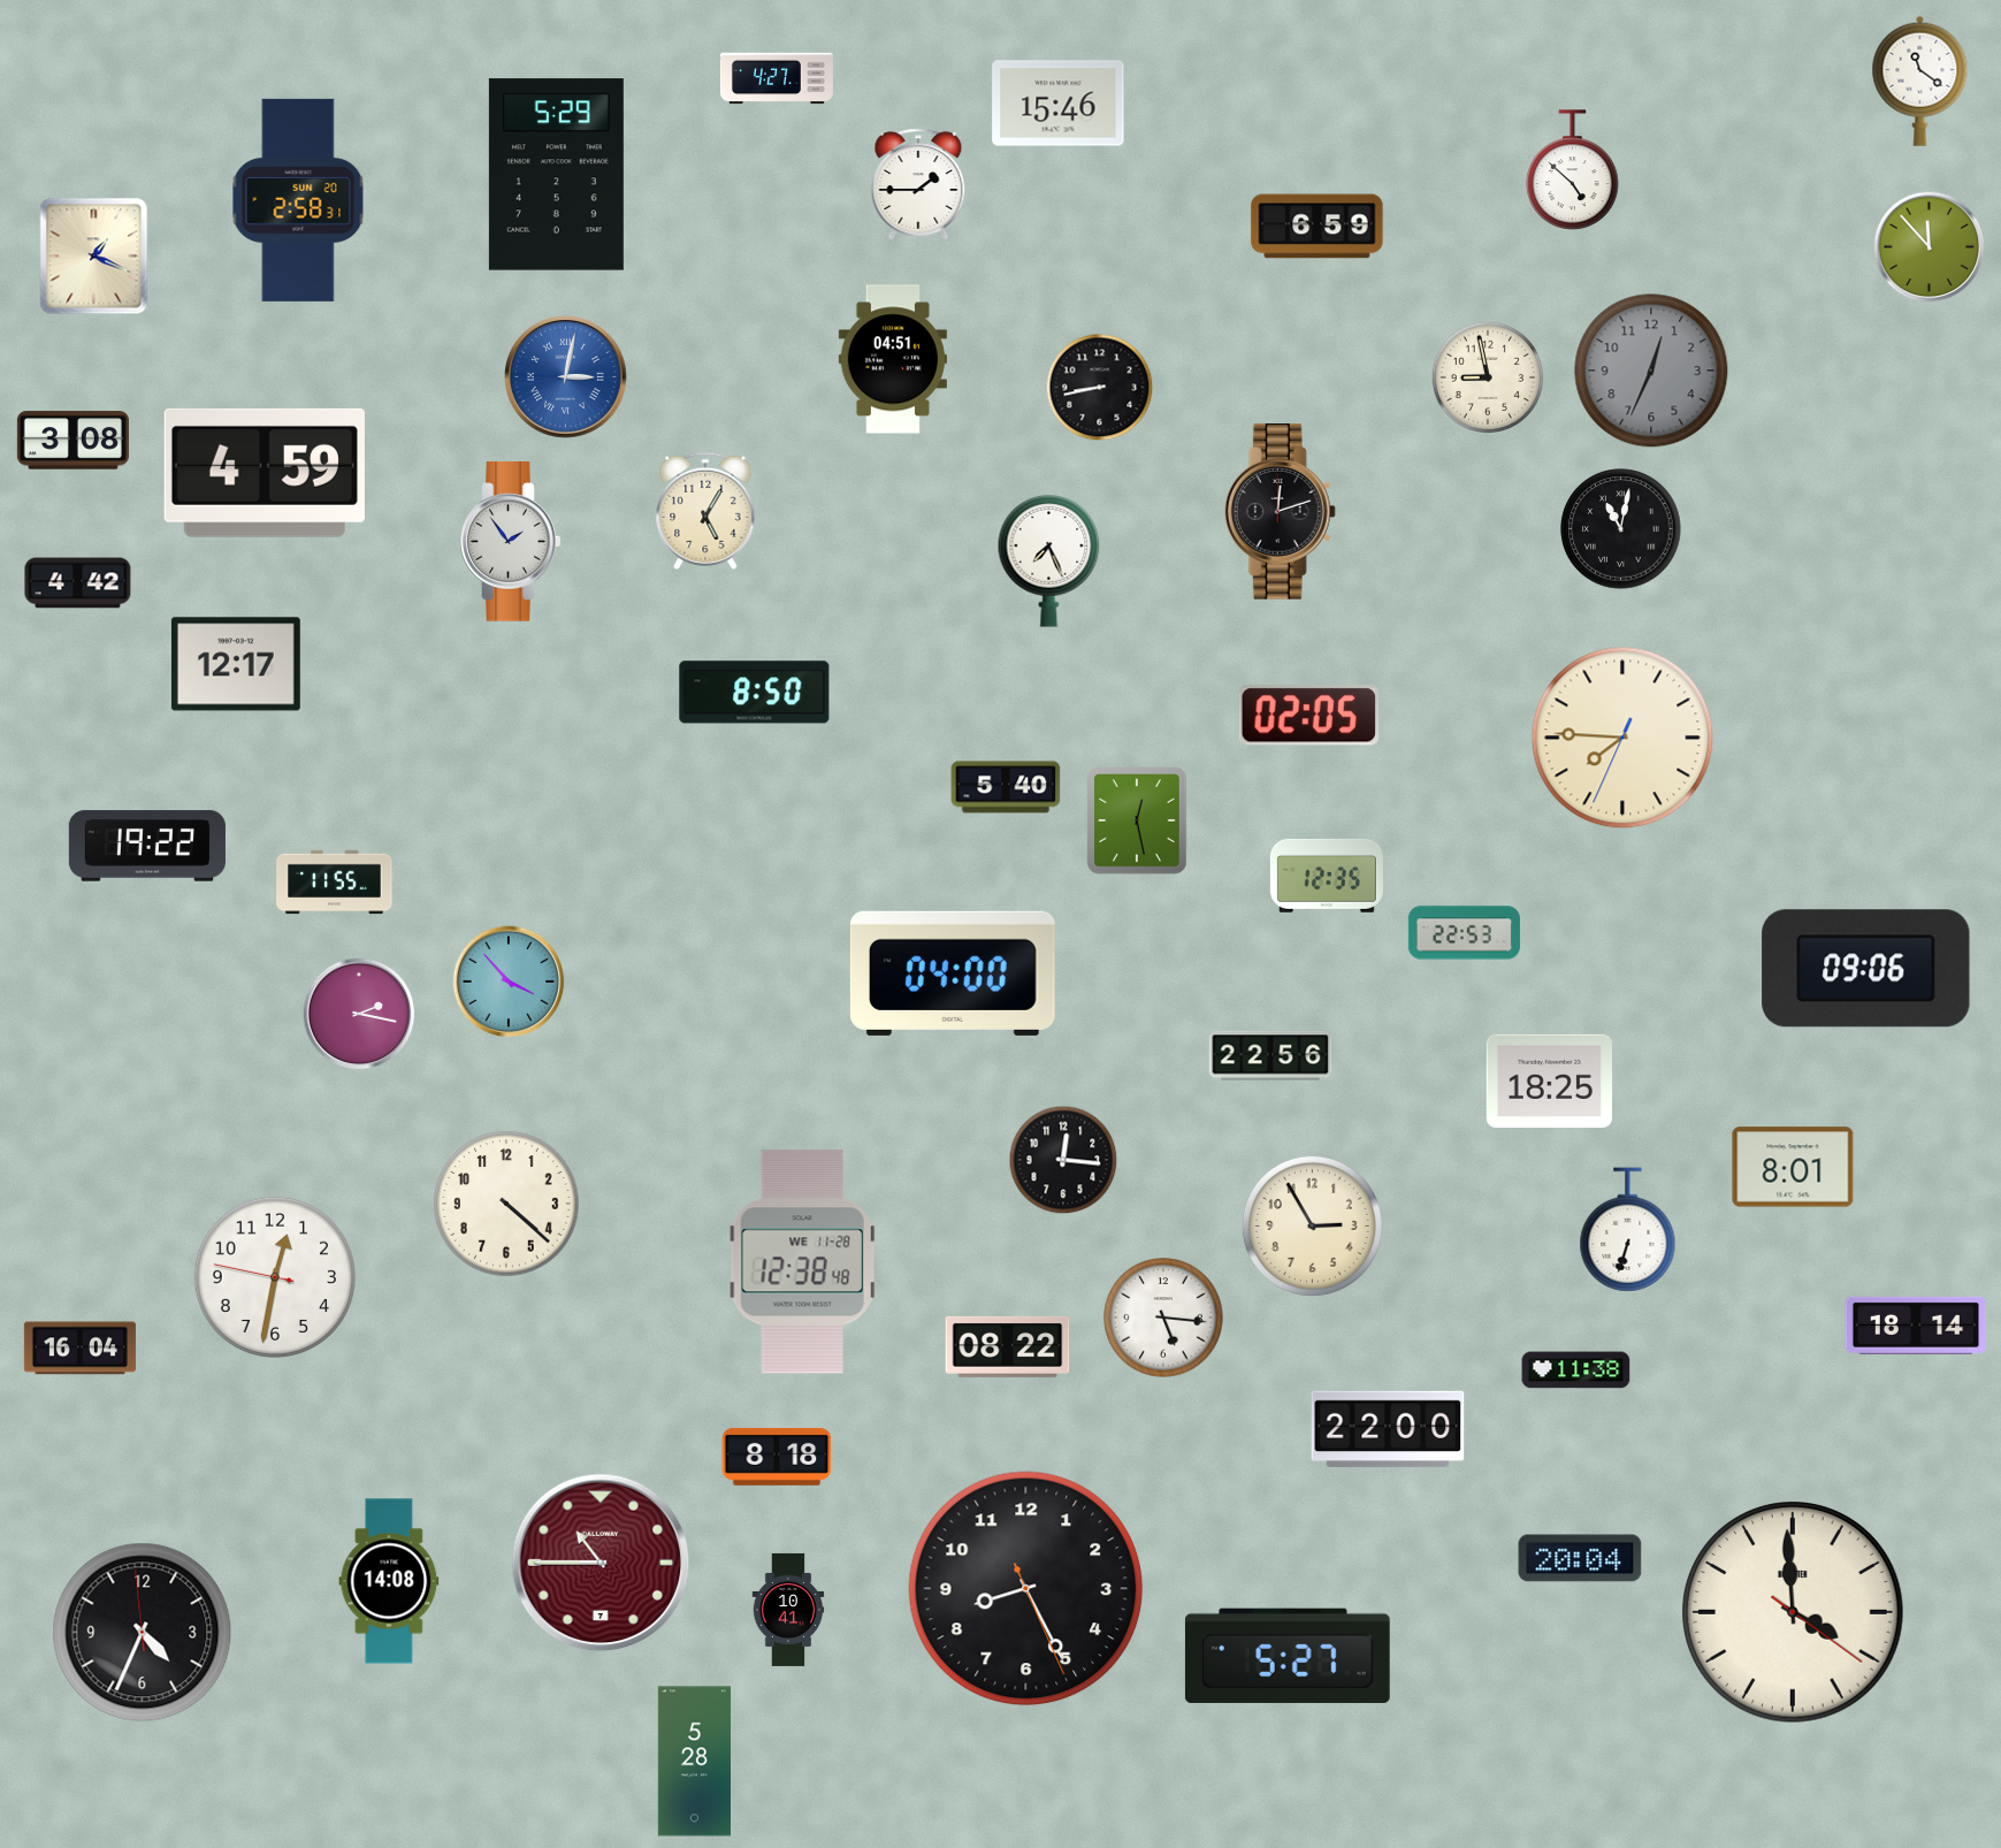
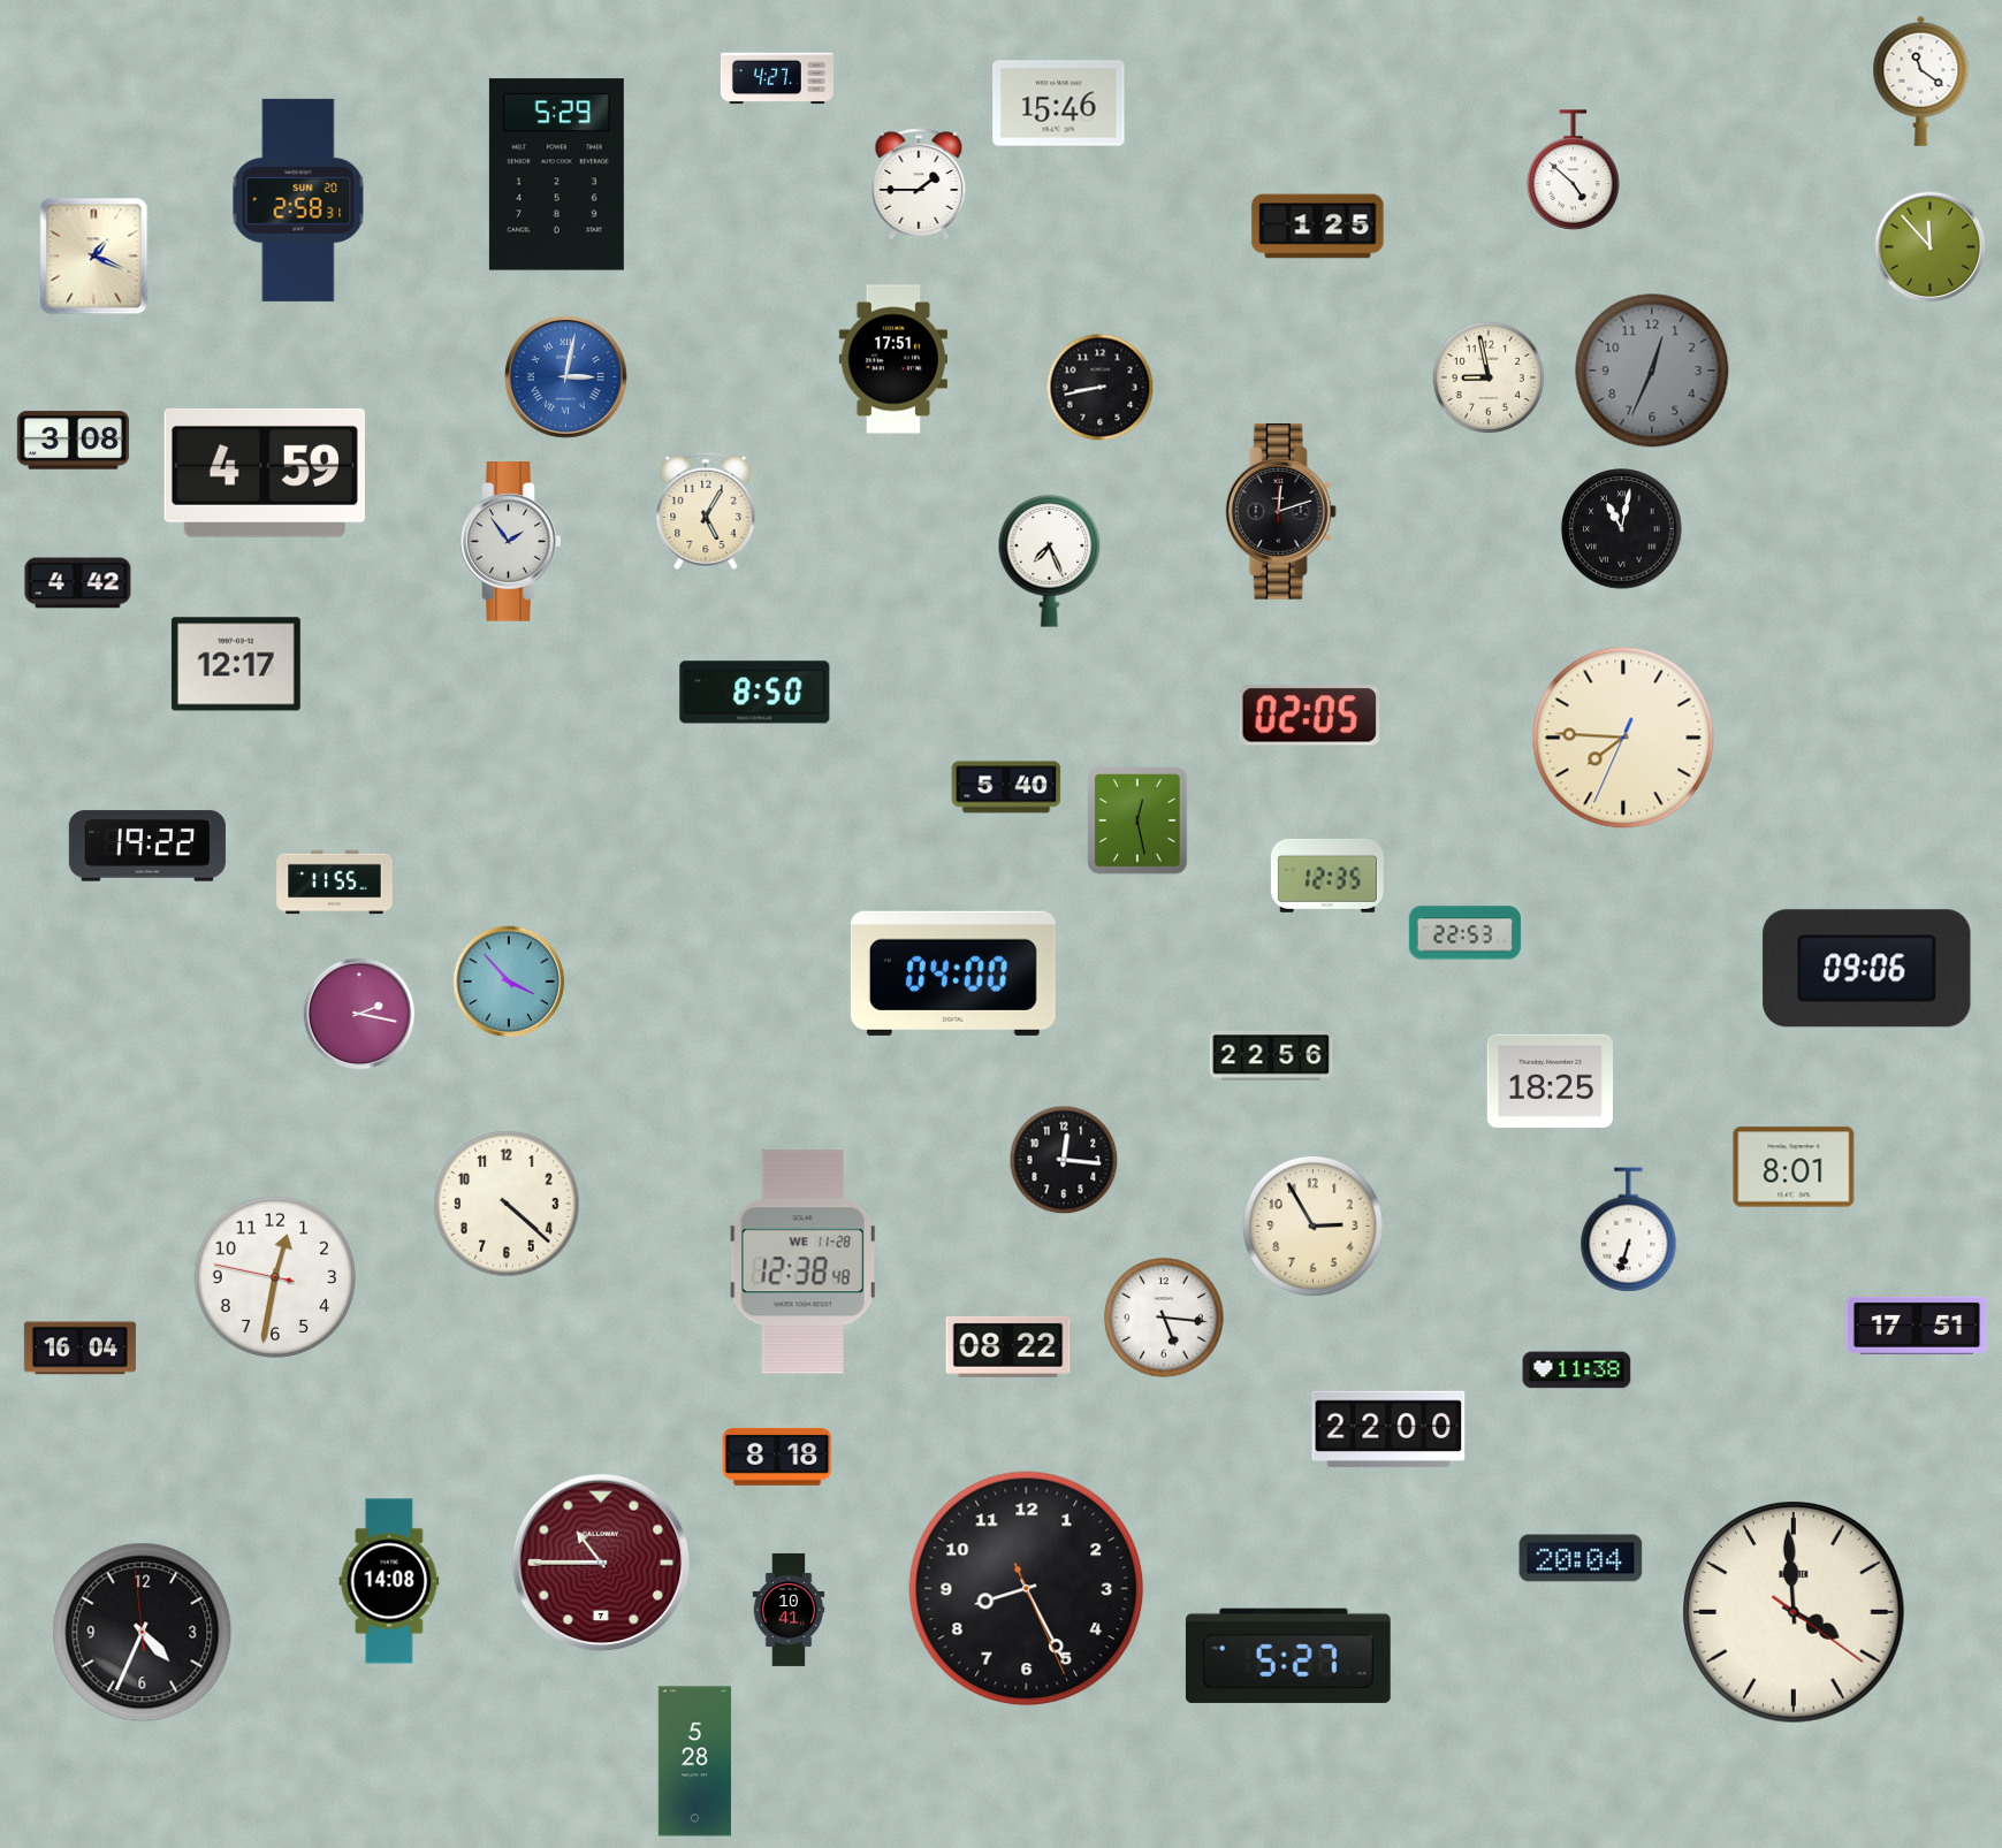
clock at (1318, 227): 6:59 -> 1:25
clock at (893, 359): 04:51 -> 17:51
clock at (1916, 1326): 18:14 -> 17:51
